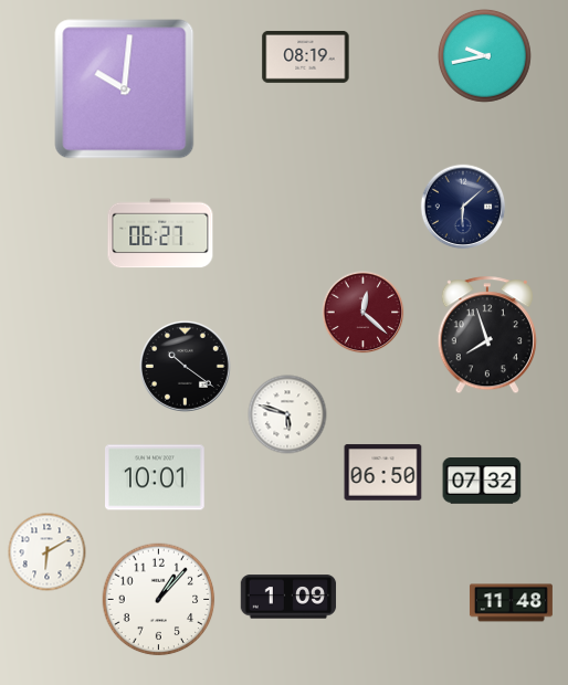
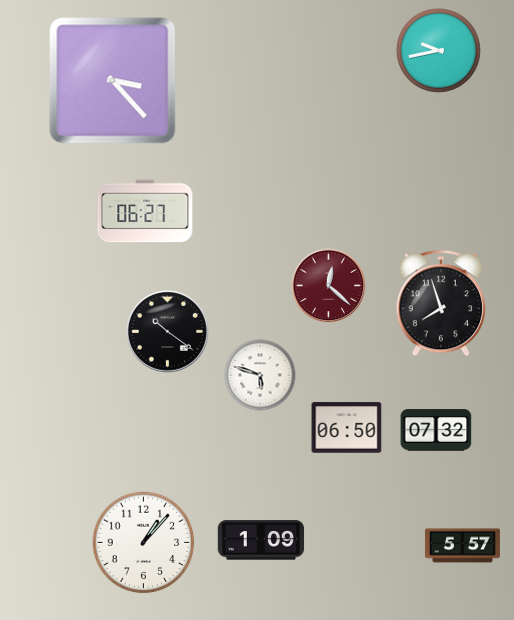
clock at (306, 56): 08:19 -> none
clock at (125, 89): 10:01 -> 3:23
clock at (463, 207): 6:08 -> none
clock at (364, 313) position: (364, 313) -> (329, 286)
clock at (156, 477): 10:01 -> none
clock at (482, 481) position: (482, 481) -> (436, 430)
clock at (48, 552): 6:10 -> none
clock at (511, 603): 11:48 -> 5:57
